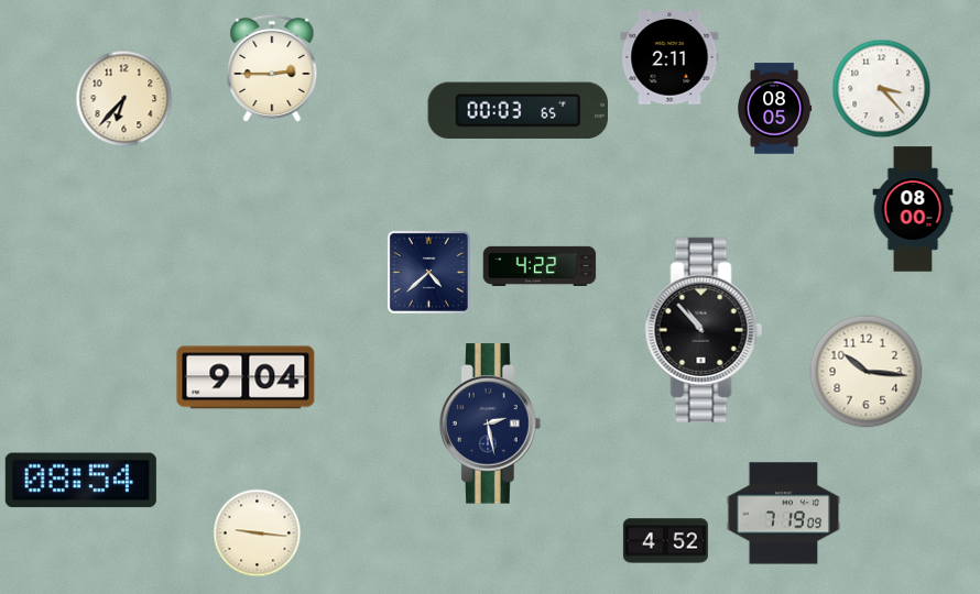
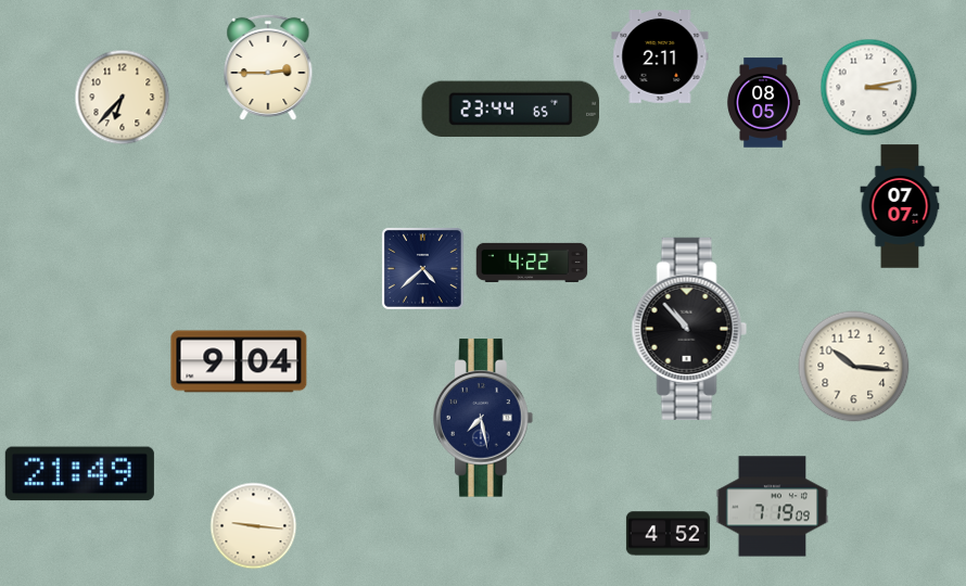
clock at (882, 89): 3:23 -> 3:13
clock at (775, 109) position: (775, 109) -> (764, 103)
clock at (518, 111): 00:03 -> 23:44
clock at (913, 209): 08:00 -> 07:07
clock at (704, 330) position: (704, 330) -> (689, 329)
clock at (246, 377) position: (246, 377) -> (239, 361)
clock at (491, 424): 2:28 -> 7:28
clock at (80, 481): 08:54 -> 21:49
clock at (665, 541) position: (665, 541) -> (668, 534)
